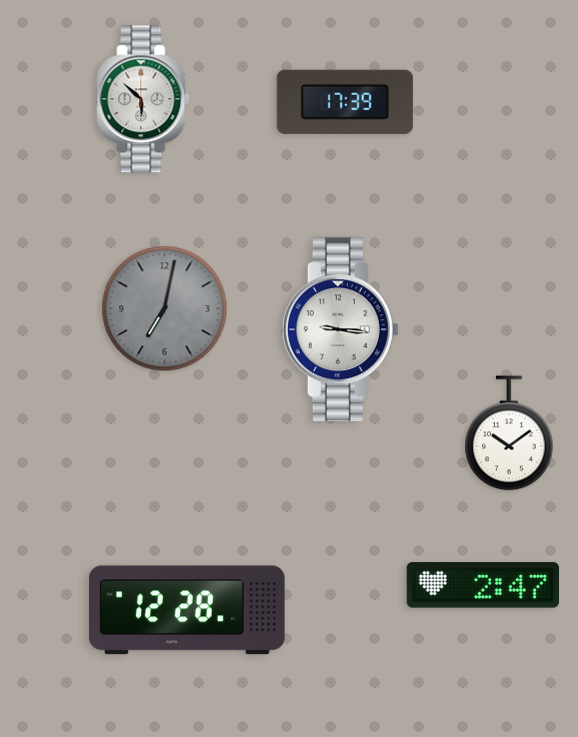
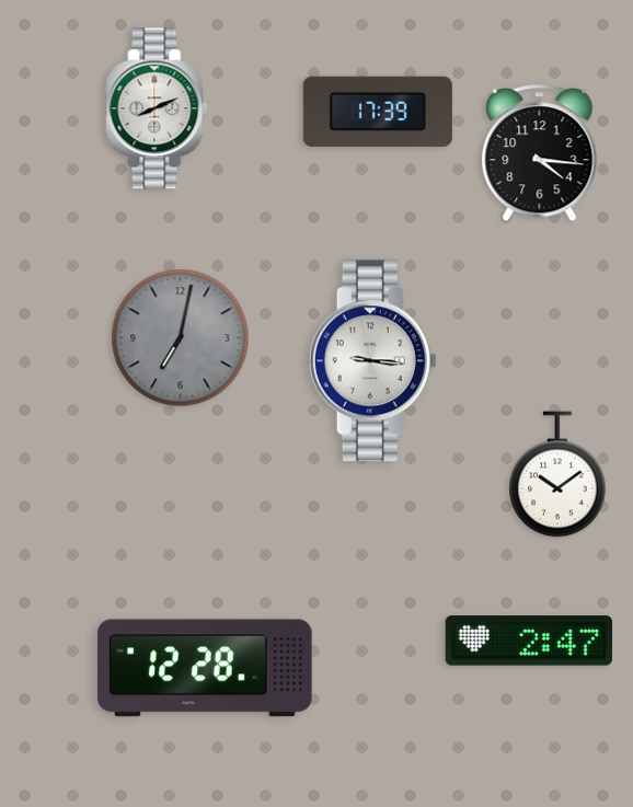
clock at (143, 99): 5:52 -> 8:11
clock at (540, 153): none -> 4:16
